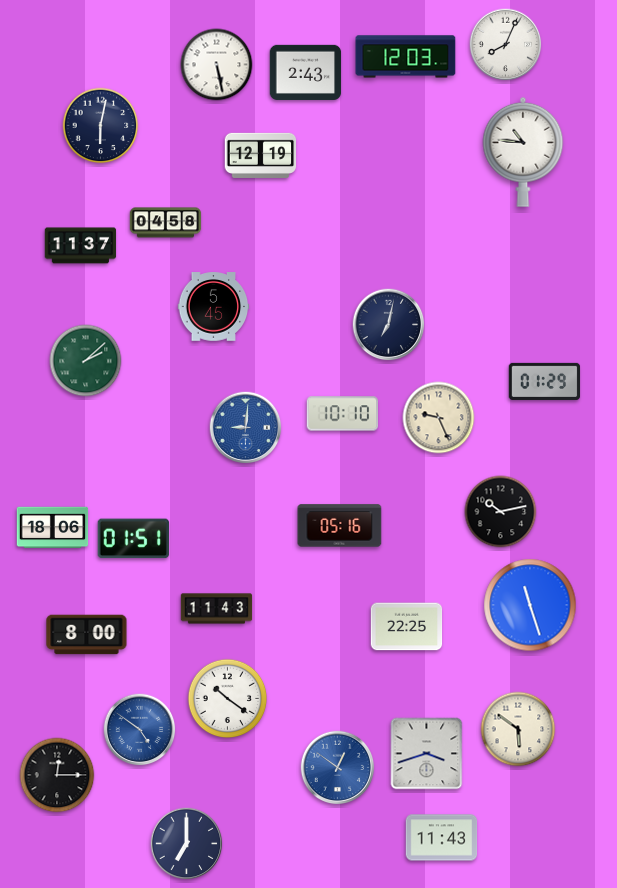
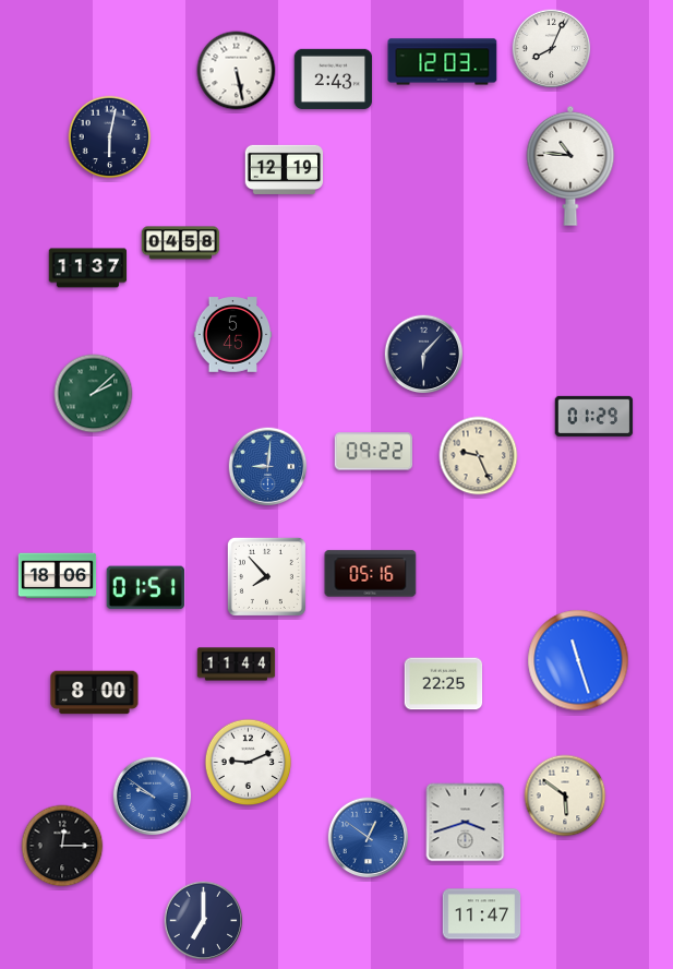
clock at (389, 325): 7:02 -> 6:07
clock at (343, 414): 10:10 -> 09:22
clock at (501, 512): 10:13 -> none
clock at (266, 576): none -> 7:53
clock at (217, 609): 11:43 -> 11:44
clock at (228, 699): 10:21 -> 9:11
clock at (140, 730): 4:51 -> 9:51
clock at (442, 838): 11:43 -> 11:47
